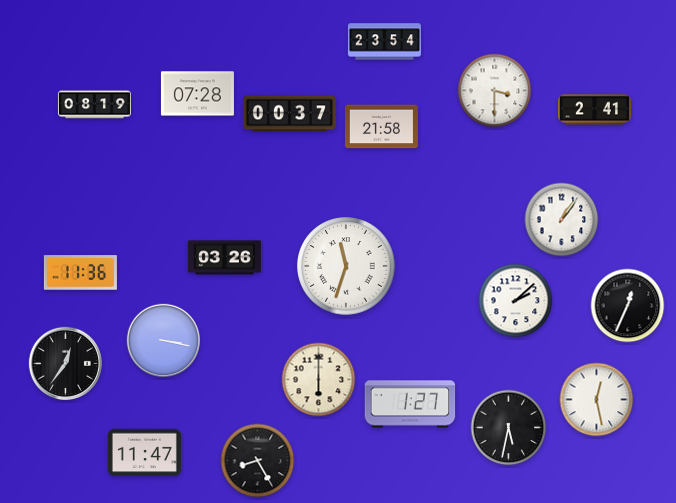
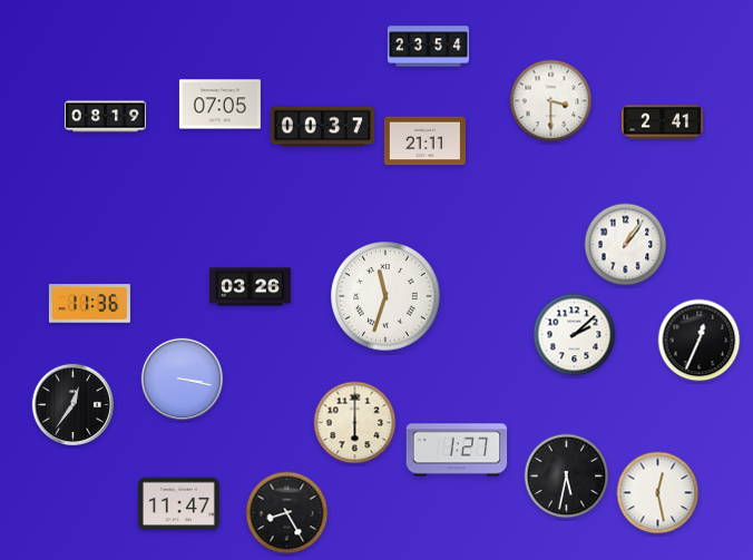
clock at (197, 94): 07:28 -> 07:05
clock at (381, 127): 21:58 -> 21:11
clock at (597, 400) position: (597, 400) -> (658, 493)
clock at (144, 453) position: (144, 453) -> (178, 504)
